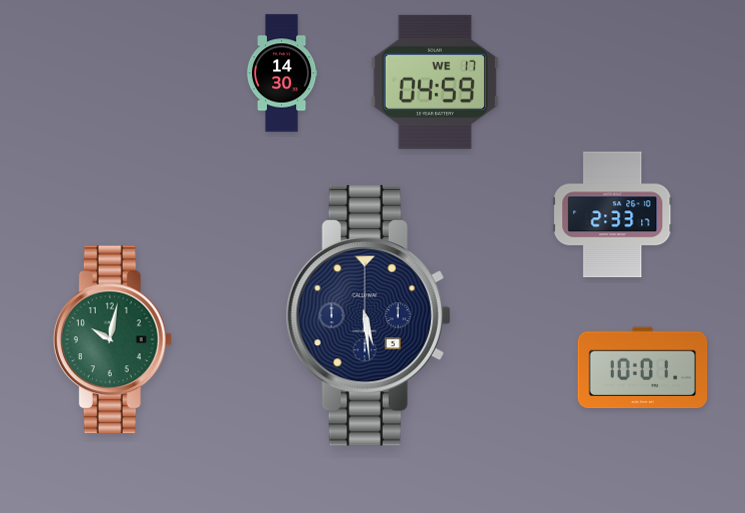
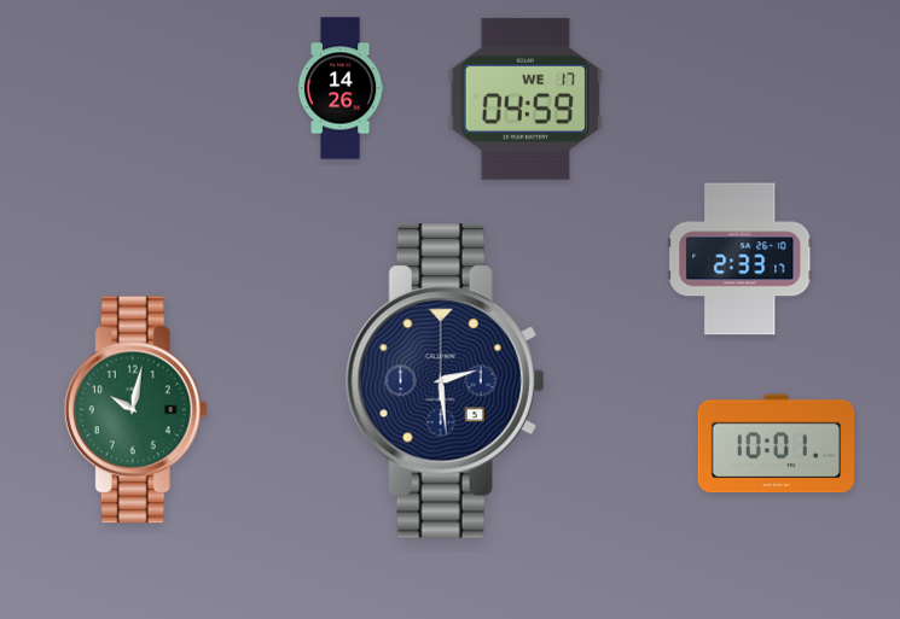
clock at (282, 73): 14:30 -> 14:26
clock at (368, 316): 5:29 -> 2:29
